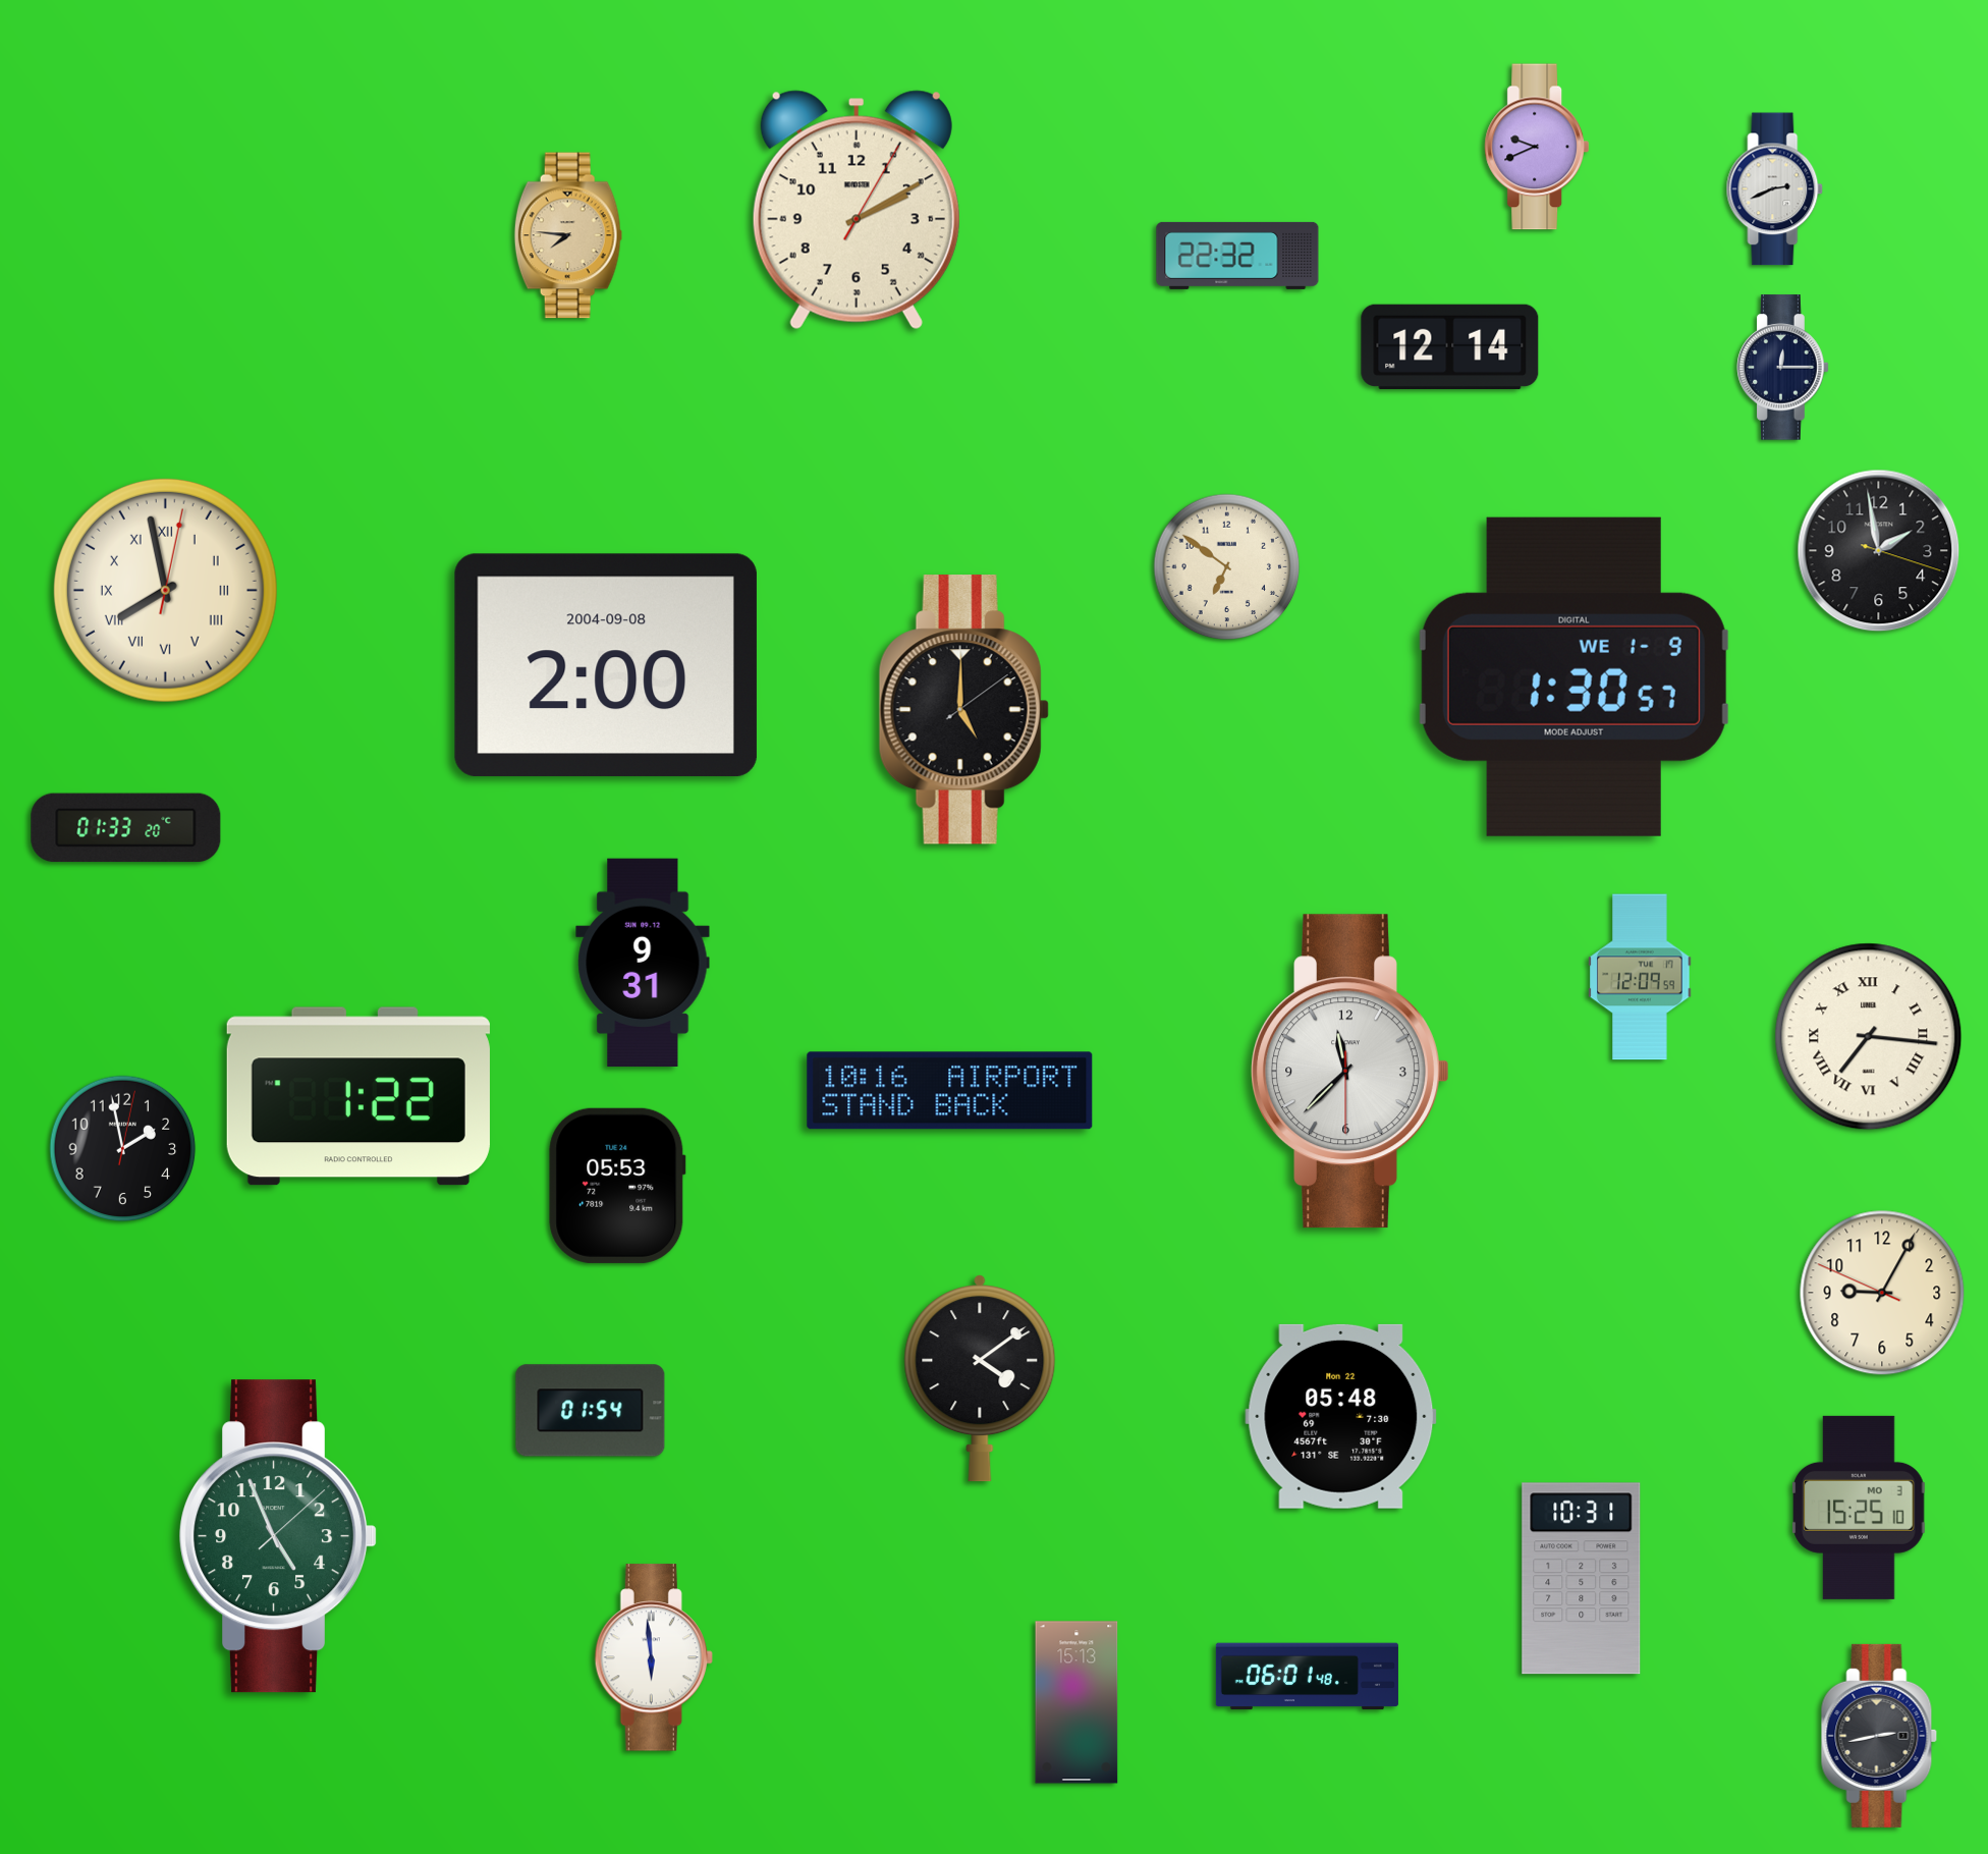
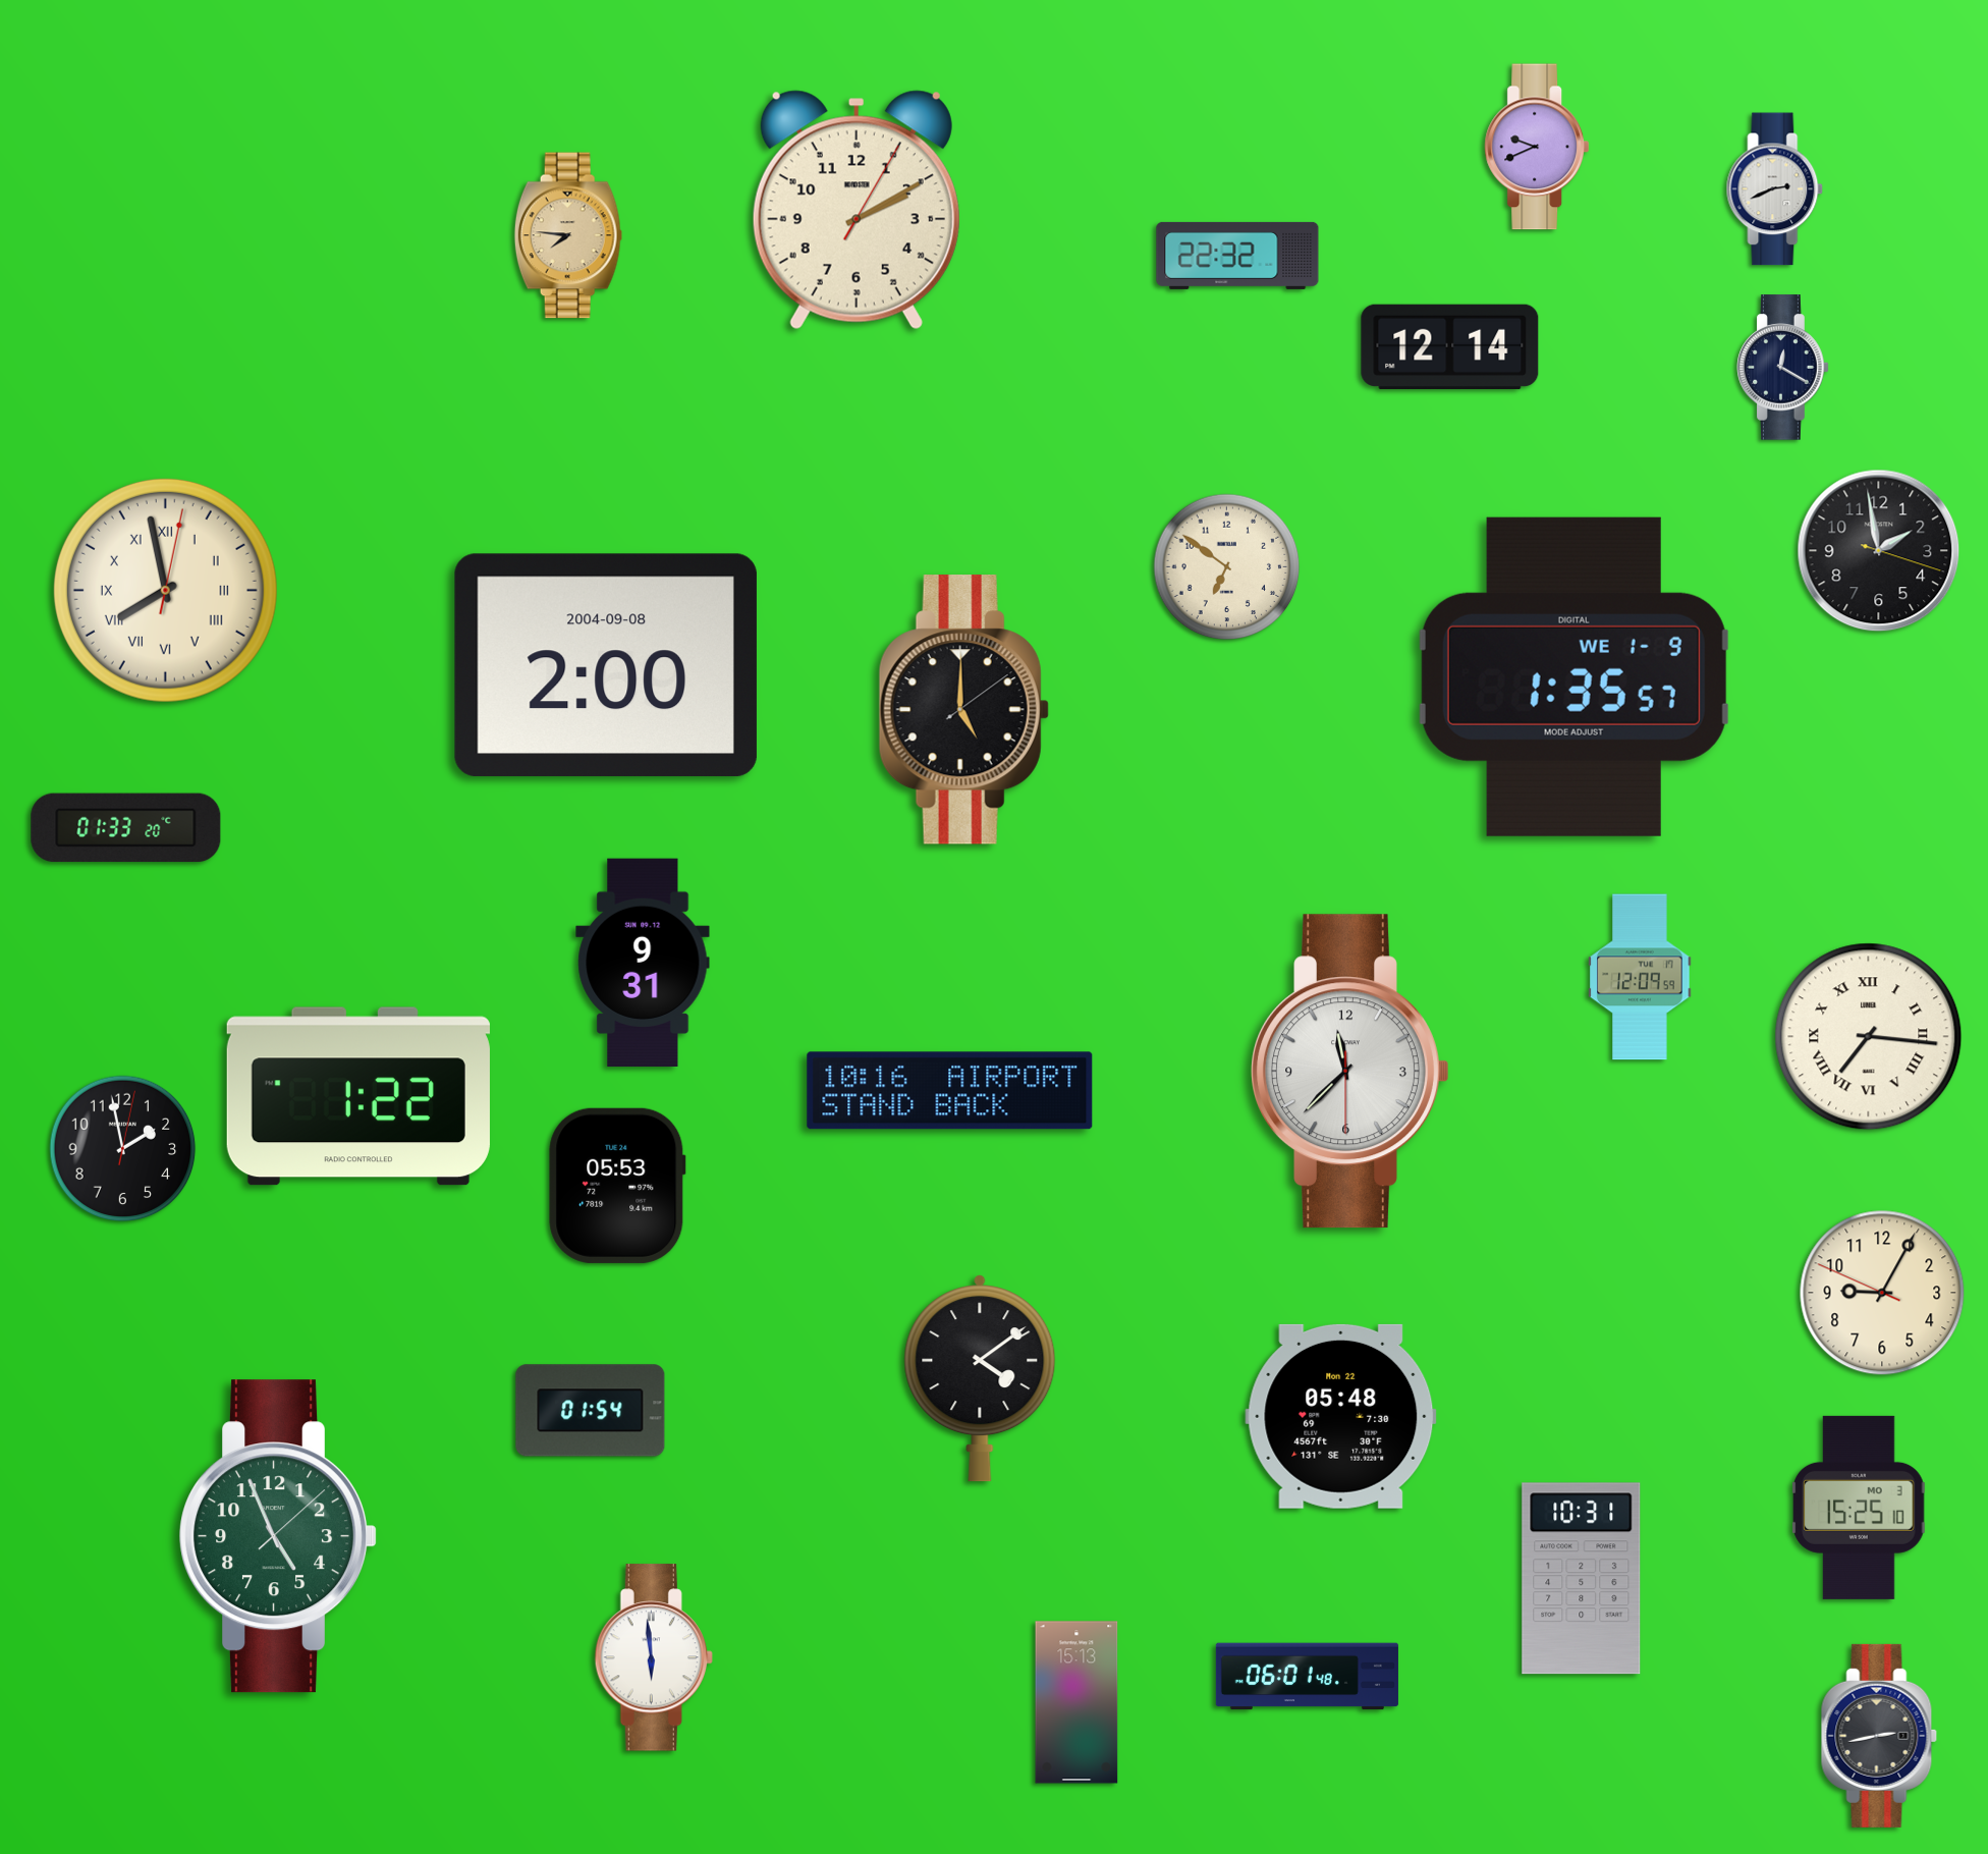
clock at (1783, 368): 12:15 -> 12:20
clock at (1573, 676): 1:30 -> 1:35
